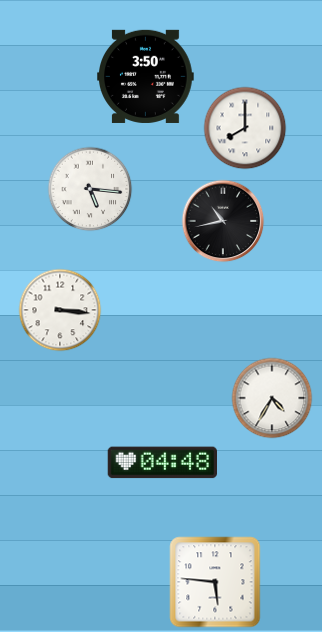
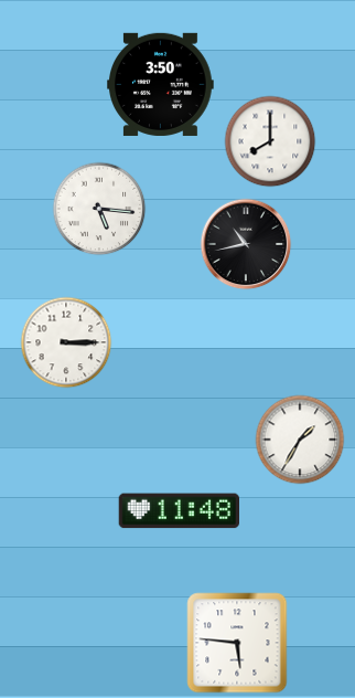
clock at (60, 310): 3:16 -> 3:15
clock at (272, 398): 4:35 -> 1:35
clock at (162, 463): 04:48 -> 11:48
